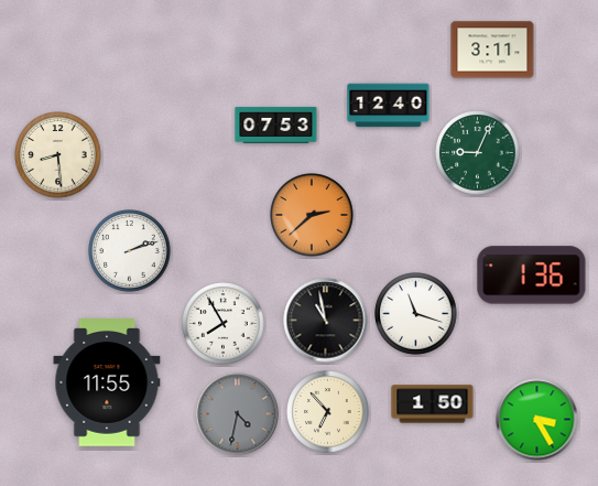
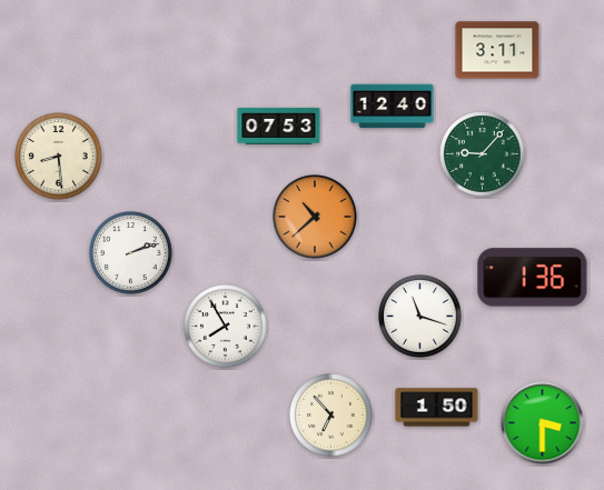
clock at (478, 153): 9:04 -> 9:07
clock at (312, 215): 2:38 -> 10:38
clock at (532, 276) position: (532, 276) -> (533, 278)
clock at (326, 321): 10:58 -> none
clock at (107, 384): 11:55 -> none
clock at (238, 414): 4:32 -> none
clock at (537, 420): 3:25 -> 3:30
